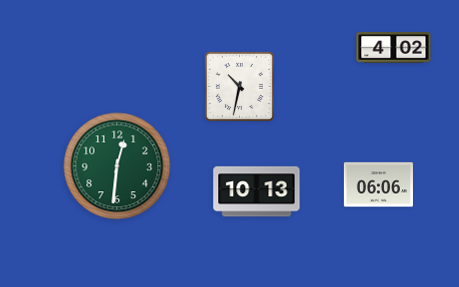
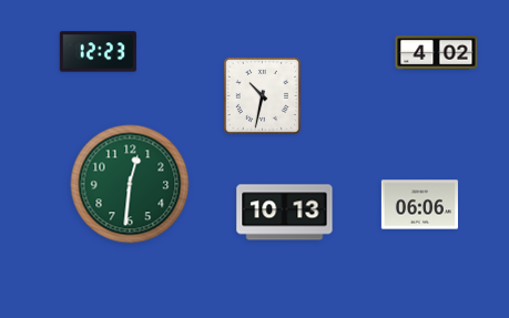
clock at (98, 52): none -> 12:23
clock at (239, 86) position: (239, 86) -> (262, 95)
